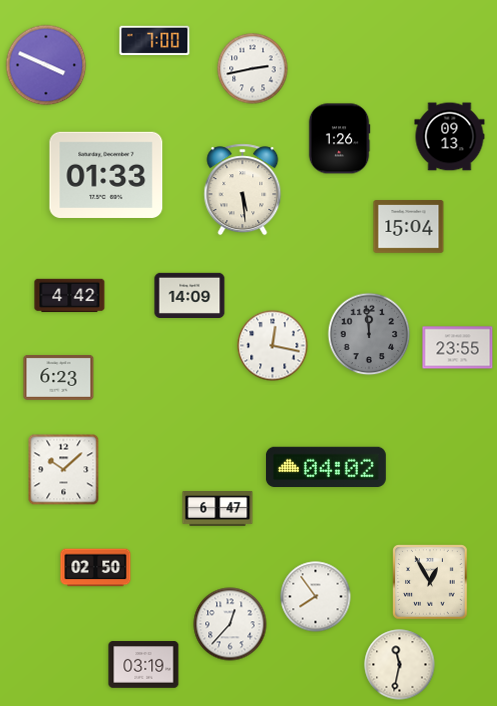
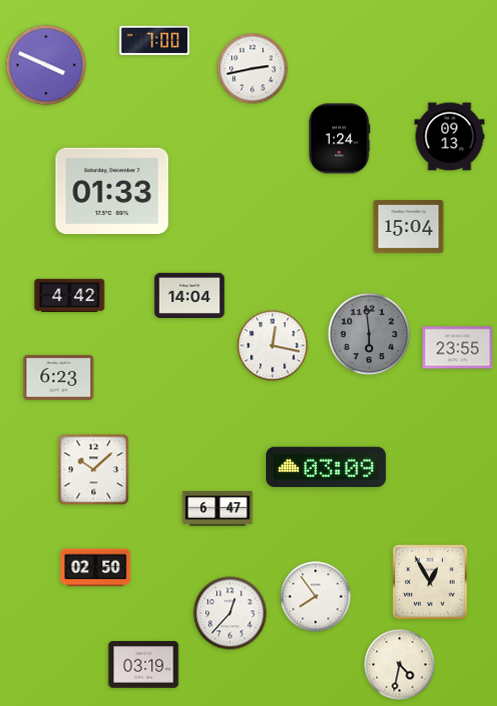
clock at (339, 139): 1:26 -> 1:24
clock at (106, 175) position: (106, 175) -> (112, 191)
clock at (243, 190): 5:29 -> none
clock at (190, 295): 14:09 -> 14:04
clock at (369, 334): 11:59 -> 5:59
clock at (326, 467): 04:02 -> 03:09
clock at (64, 470) position: (64, 470) -> (94, 470)
clock at (230, 624) position: (230, 624) -> (230, 613)
clock at (400, 665): 11:32 -> 4:32
